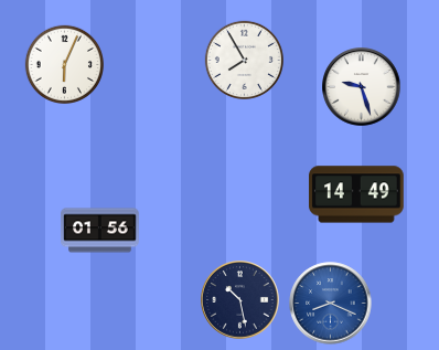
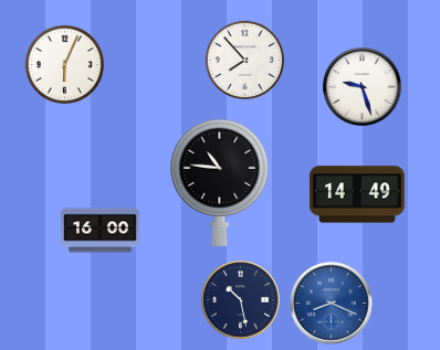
clock at (244, 60): 7:55 -> 7:53
clock at (220, 182): none -> 10:46
clock at (100, 231): 01:56 -> 16:00
